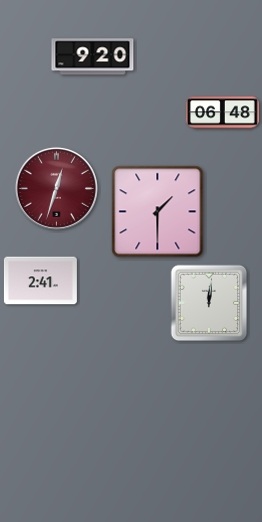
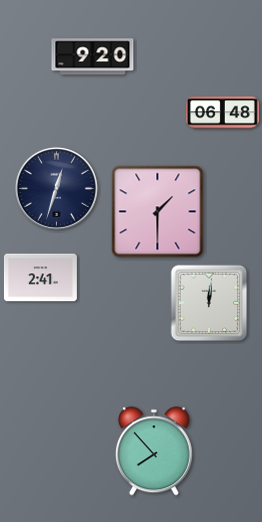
clock at (56, 188) dial: burgundy -> navy
clock at (40, 281) position: (40, 281) -> (40, 278)
clock at (154, 451): none -> 7:53
